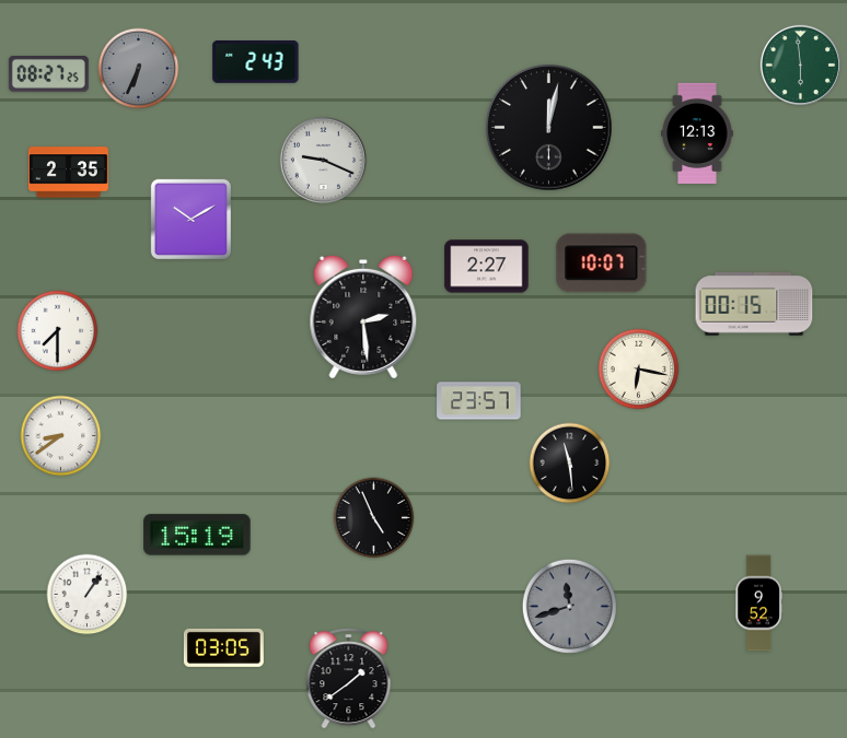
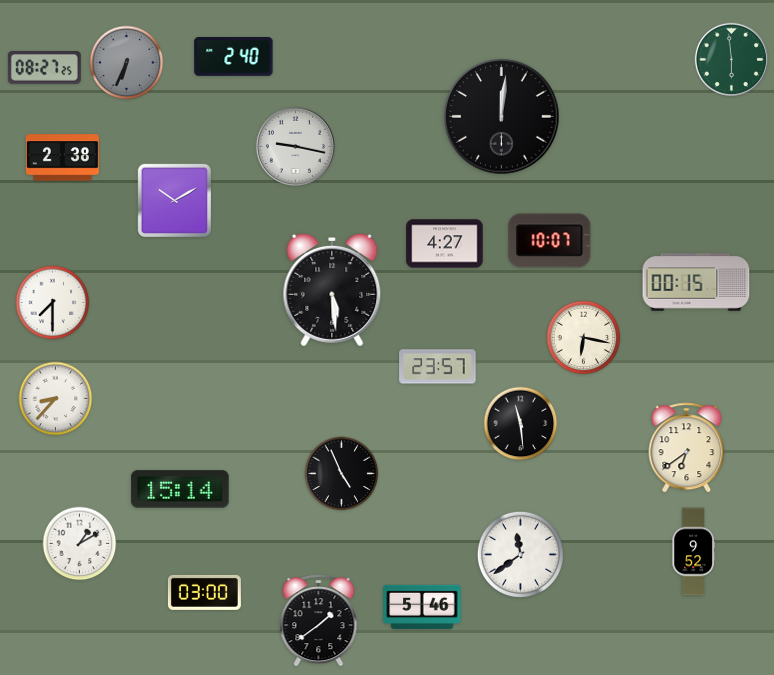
clock at (256, 62): 2:43 -> 2:40
clock at (549, 128): 12:02 -> 12:01
clock at (697, 133): 12:13 -> none
clock at (323, 160): 9:19 -> 9:17
clock at (68, 173): 2:35 -> 2:38
clock at (487, 267): 2:27 -> 4:27
clock at (754, 304) position: (754, 304) -> (696, 282)
clock at (363, 317): 2:29 -> 5:29
clock at (61, 436): 8:39 -> 8:37
clock at (687, 448): none -> 6:39
clock at (197, 535): 15:19 -> 15:14
clock at (88, 595): 1:06 -> 1:10
clock at (569, 606): 11:42 -> 11:39
clock at (569, 606) dial: grey -> white
clock at (223, 647): 03:05 -> 03:00
clock at (422, 607): none -> 5:46
